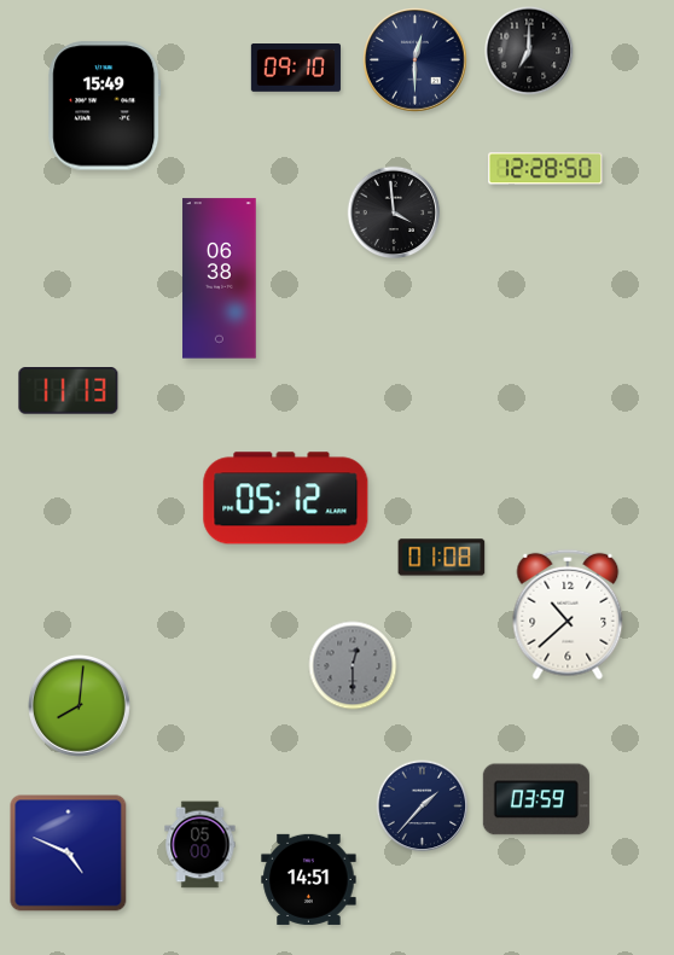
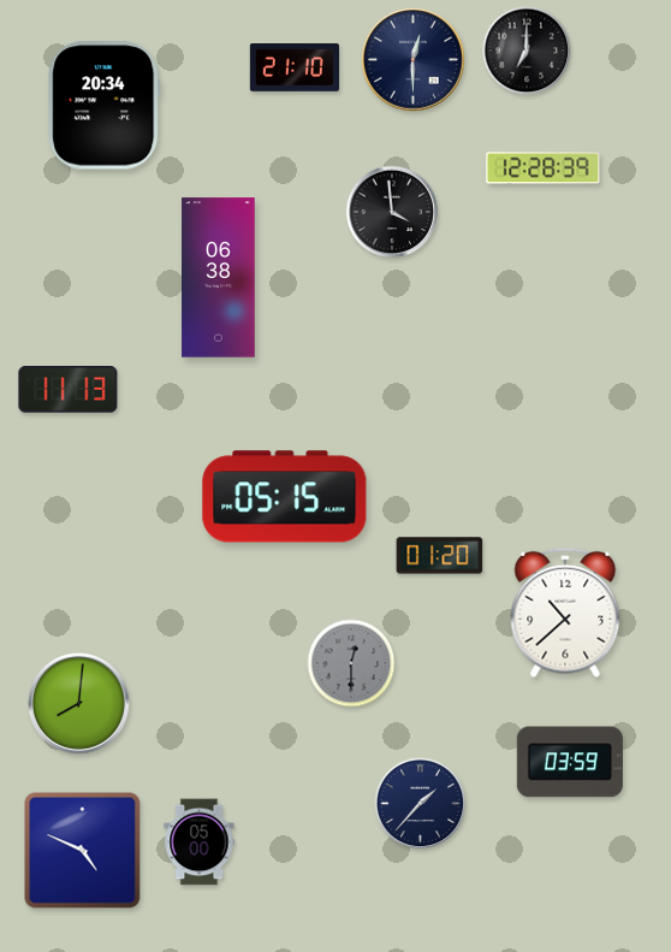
clock at (296, 69): 09:10 -> 21:10
clock at (105, 106): 15:49 -> 20:34
clock at (546, 169): 12:28:50 -> 12:28:39
clock at (286, 499): 05:12 -> 05:15
clock at (442, 558): 01:08 -> 01:20
clock at (536, 799) position: (536, 799) -> (570, 762)
clock at (69, 854) position: (69, 854) -> (83, 851)
clock at (309, 879): 14:51 -> none
